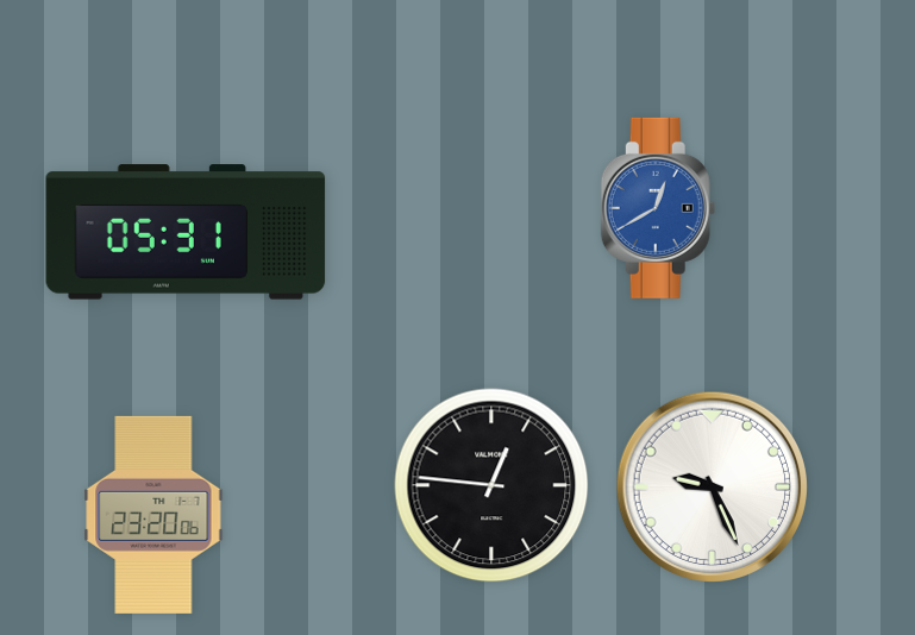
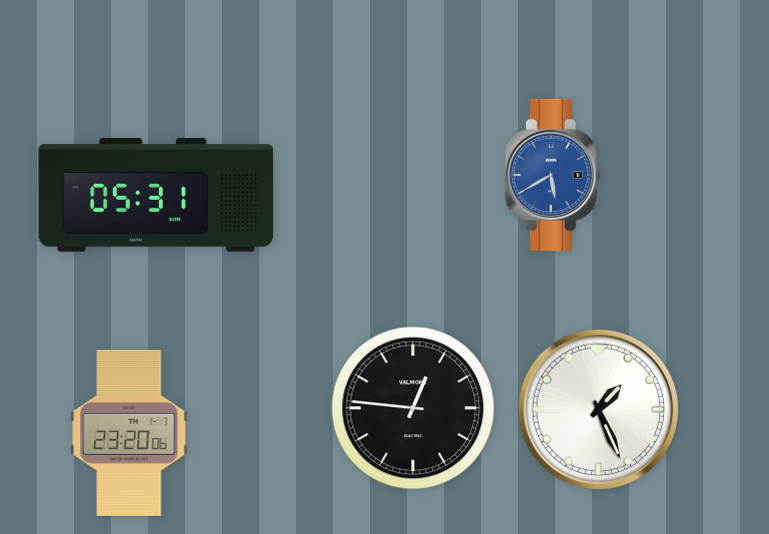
clock at (658, 208): 12:40 -> 5:40
clock at (713, 488): 9:26 -> 1:26
